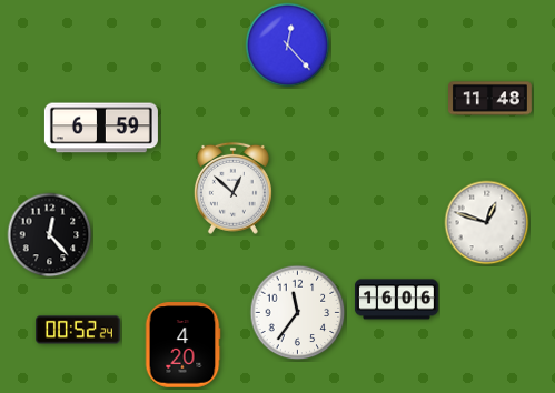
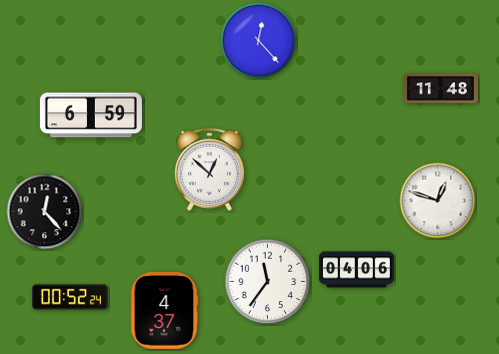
clock at (397, 300): 16:06 -> 04:06
clock at (182, 345): 4:20 -> 4:37
